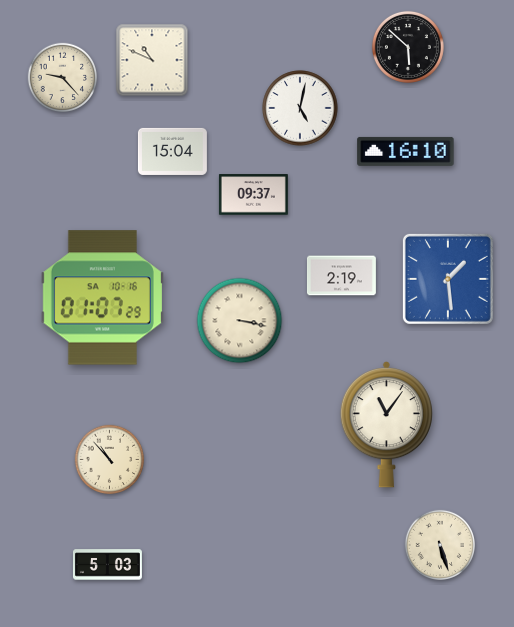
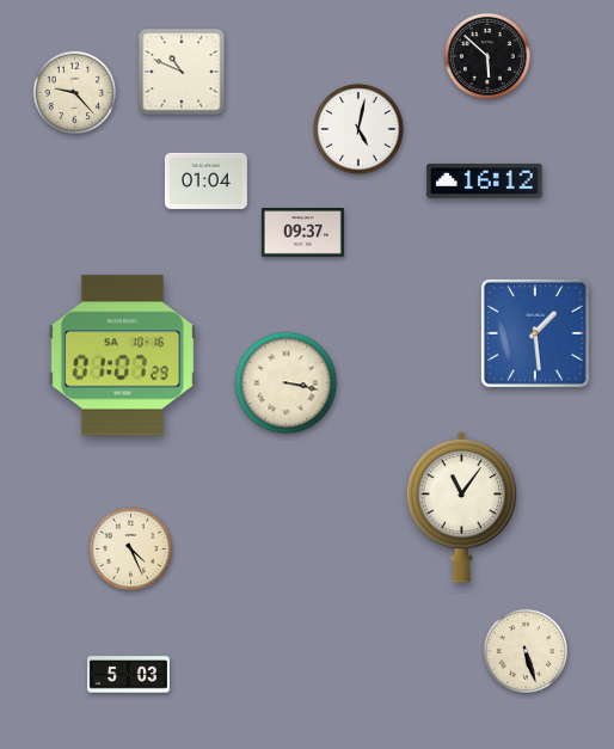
clock at (172, 151): 15:04 -> 01:04
clock at (406, 151): 16:10 -> 16:12
clock at (341, 276): 2:19 -> none
clock at (110, 460): 10:53 -> 4:26
